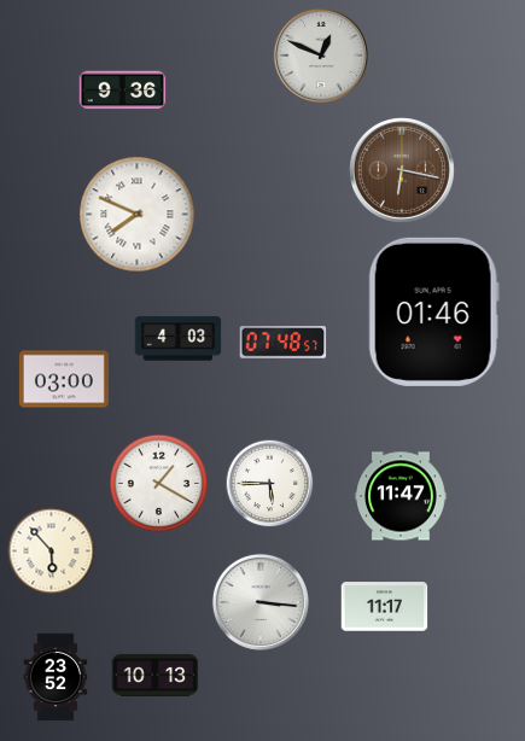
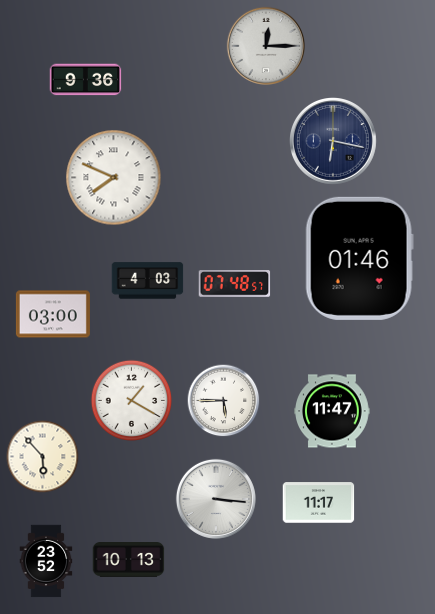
clock at (320, 54): 12:49 -> 12:15
clock at (123, 91) position: (123, 91) -> (86, 80)
clock at (403, 171) dial: brown -> navy
